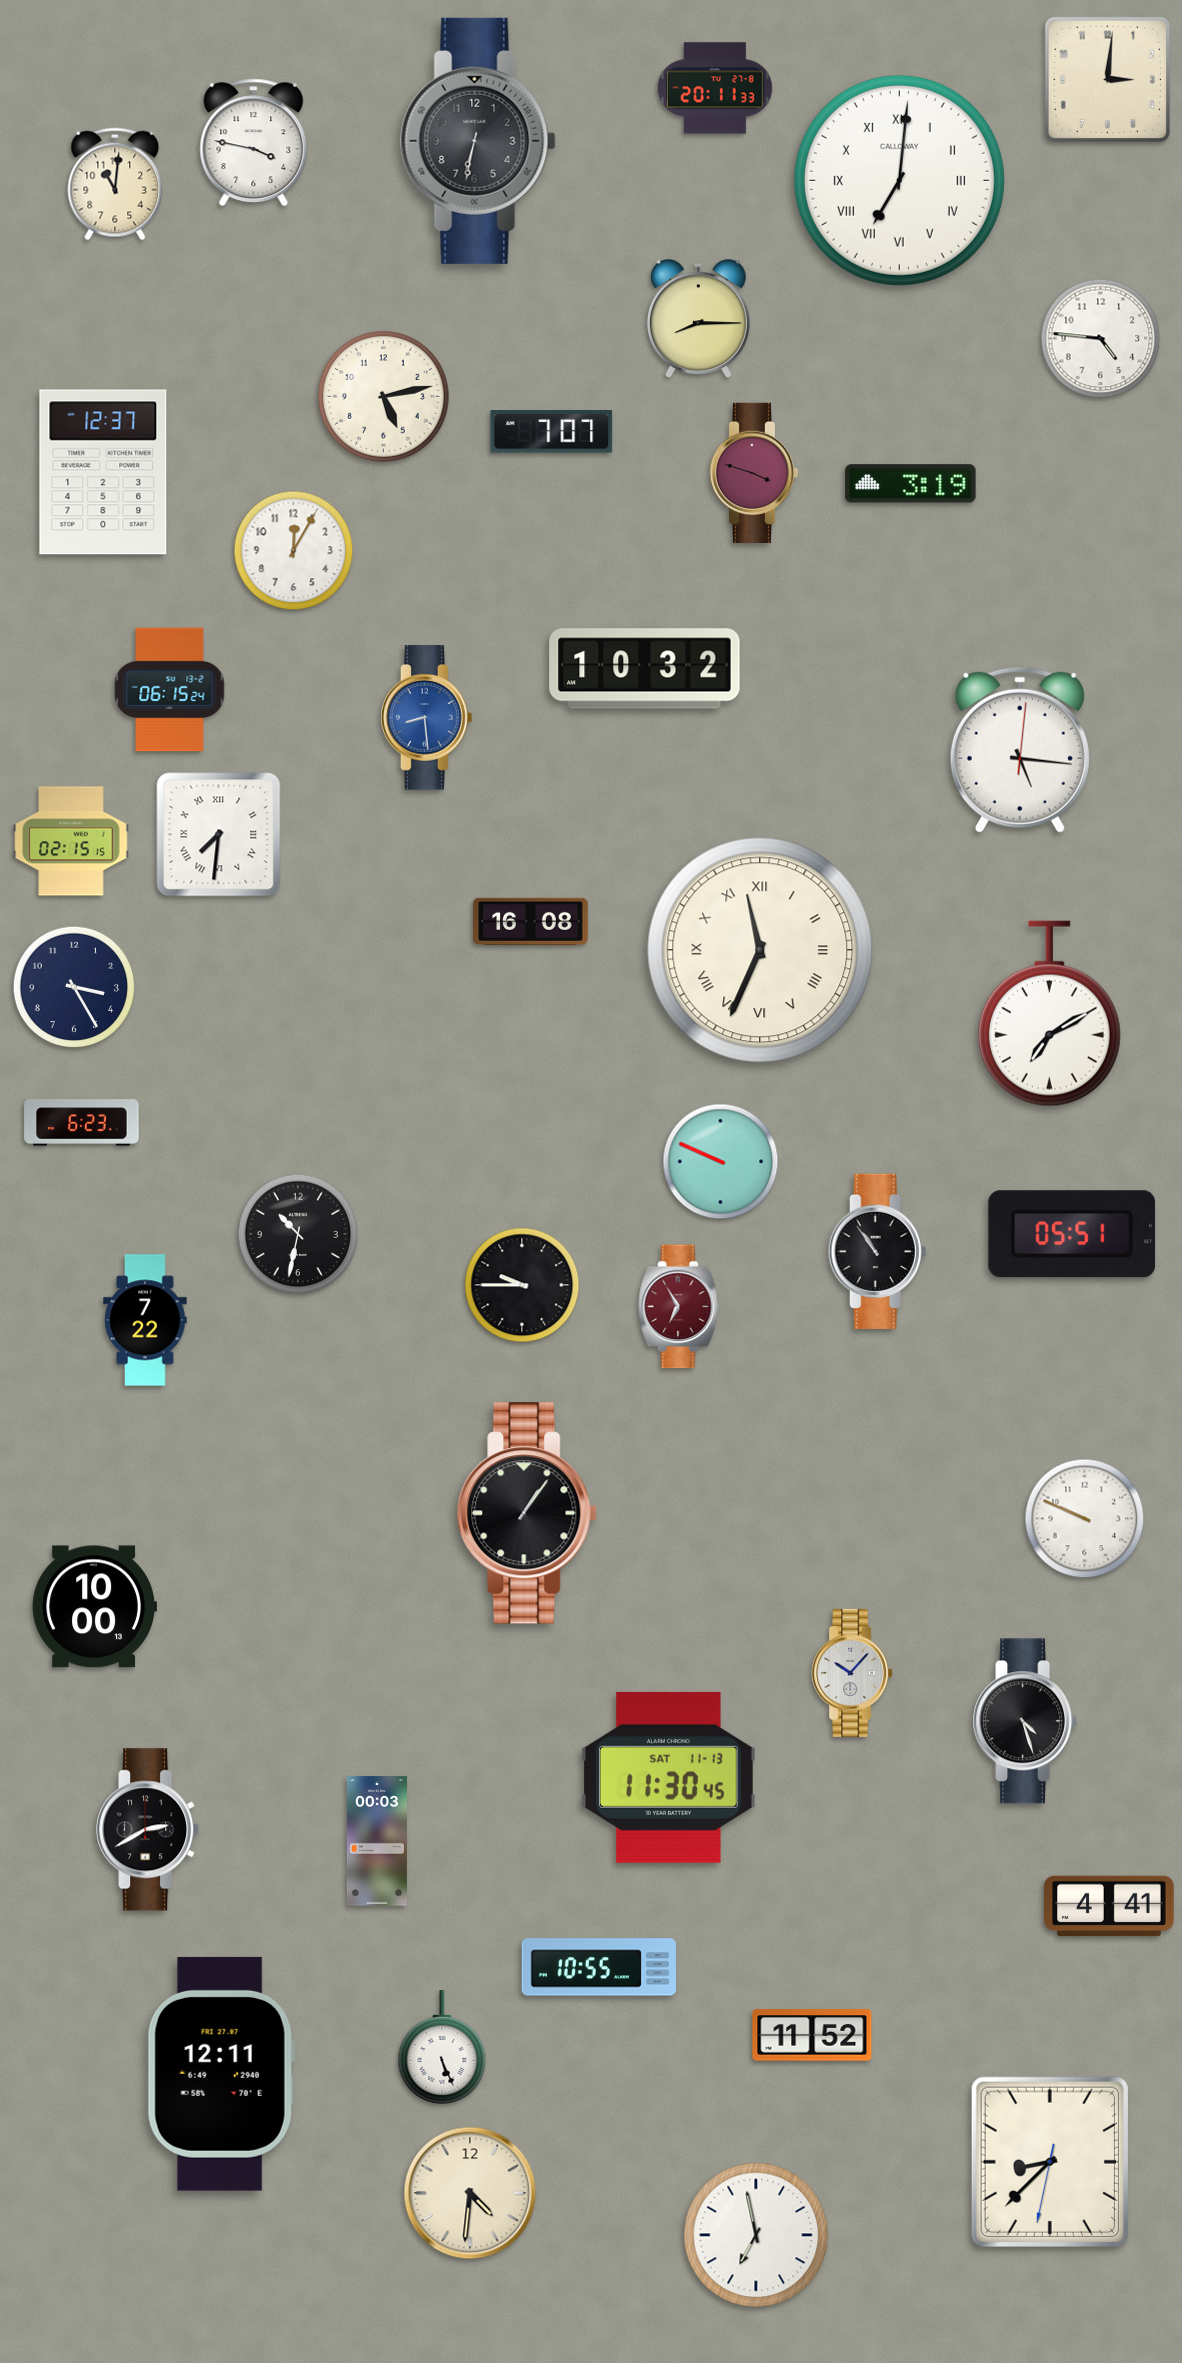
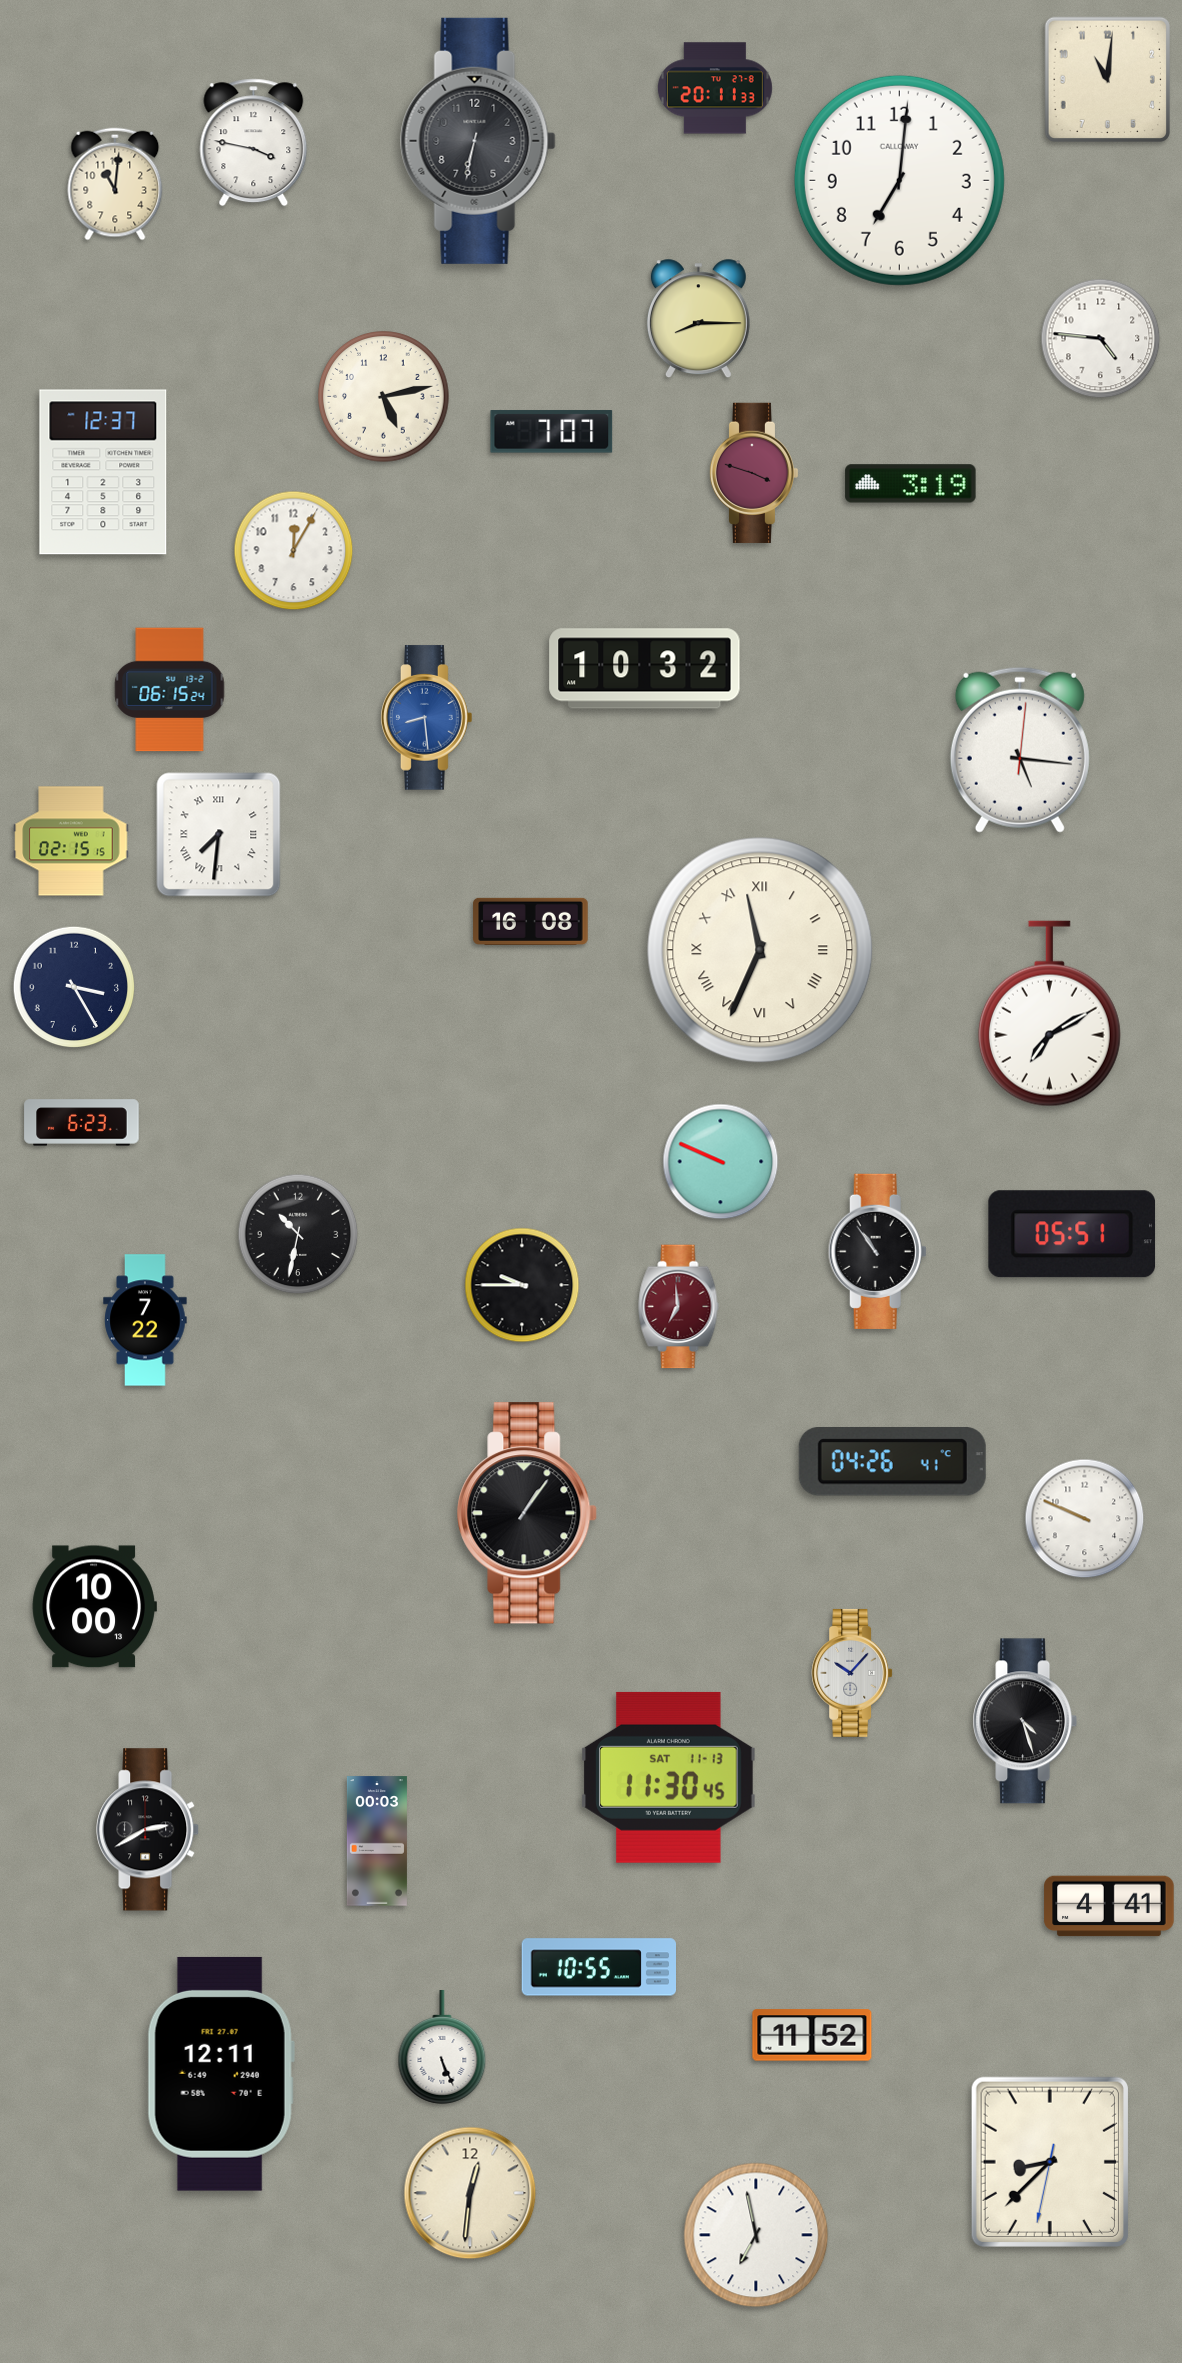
clock at (1107, 79): 3:01 -> 11:01
clock at (899, 180) numerals: Roman -> Arabic
clock at (679, 1307): 6:55 -> 6:59
clock at (892, 1461): none -> 04:26
clock at (470, 2193): 4:31 -> 12:31
